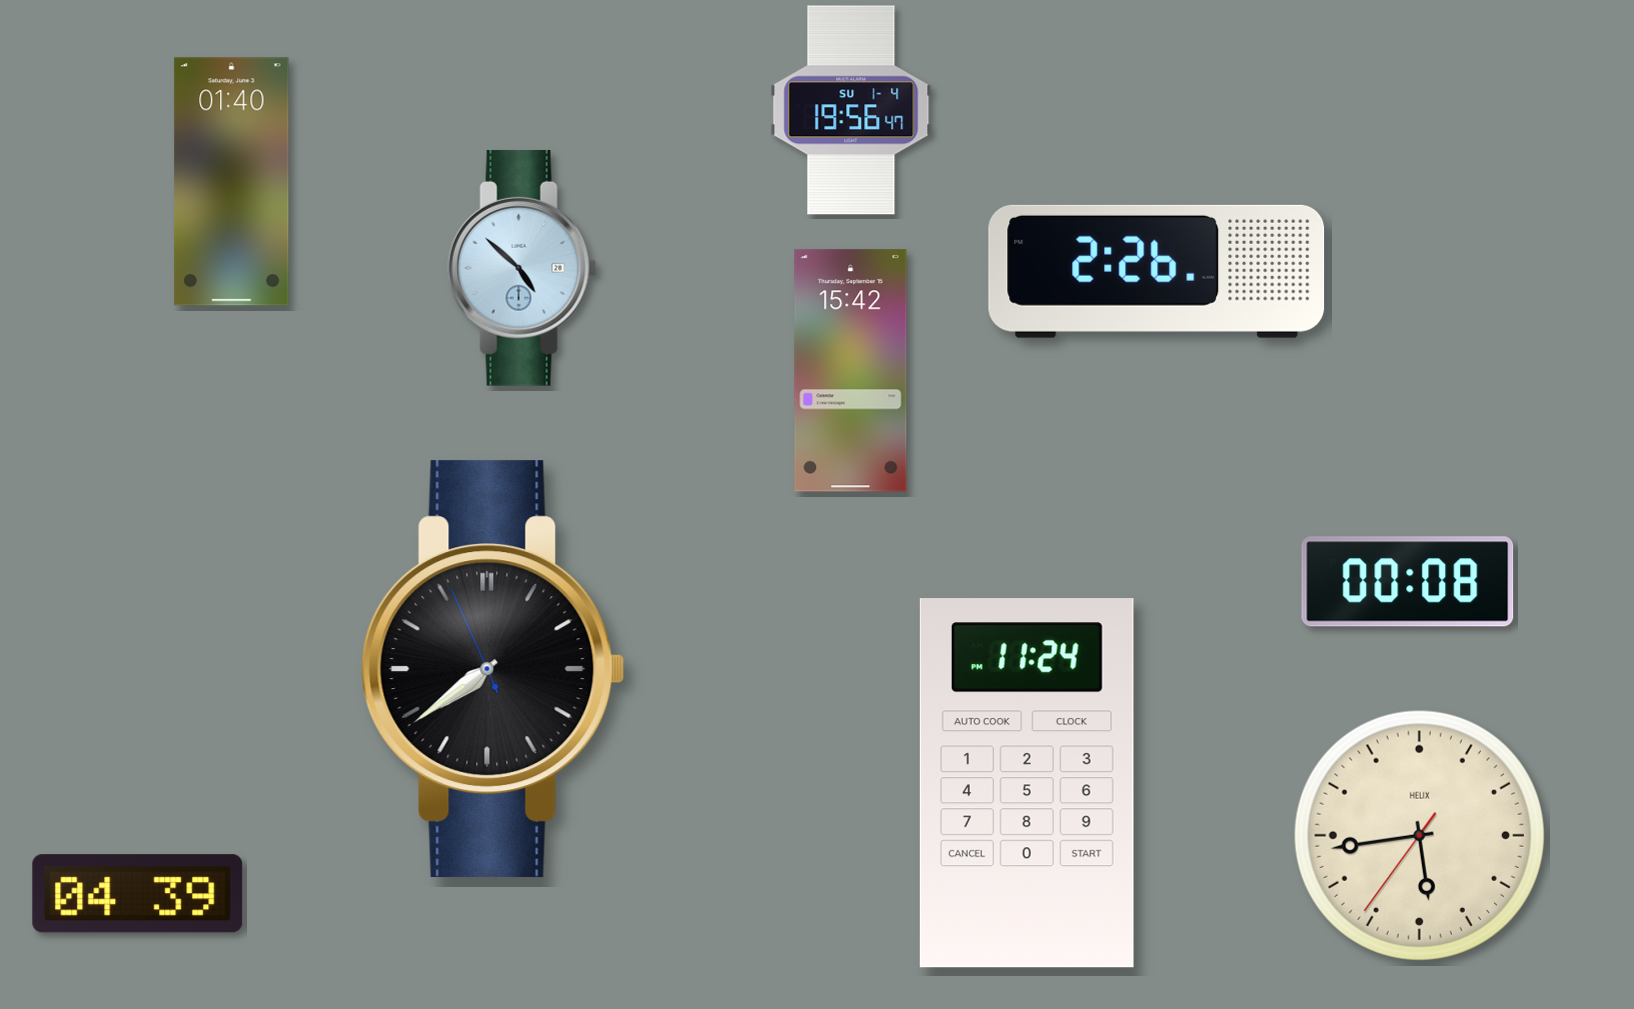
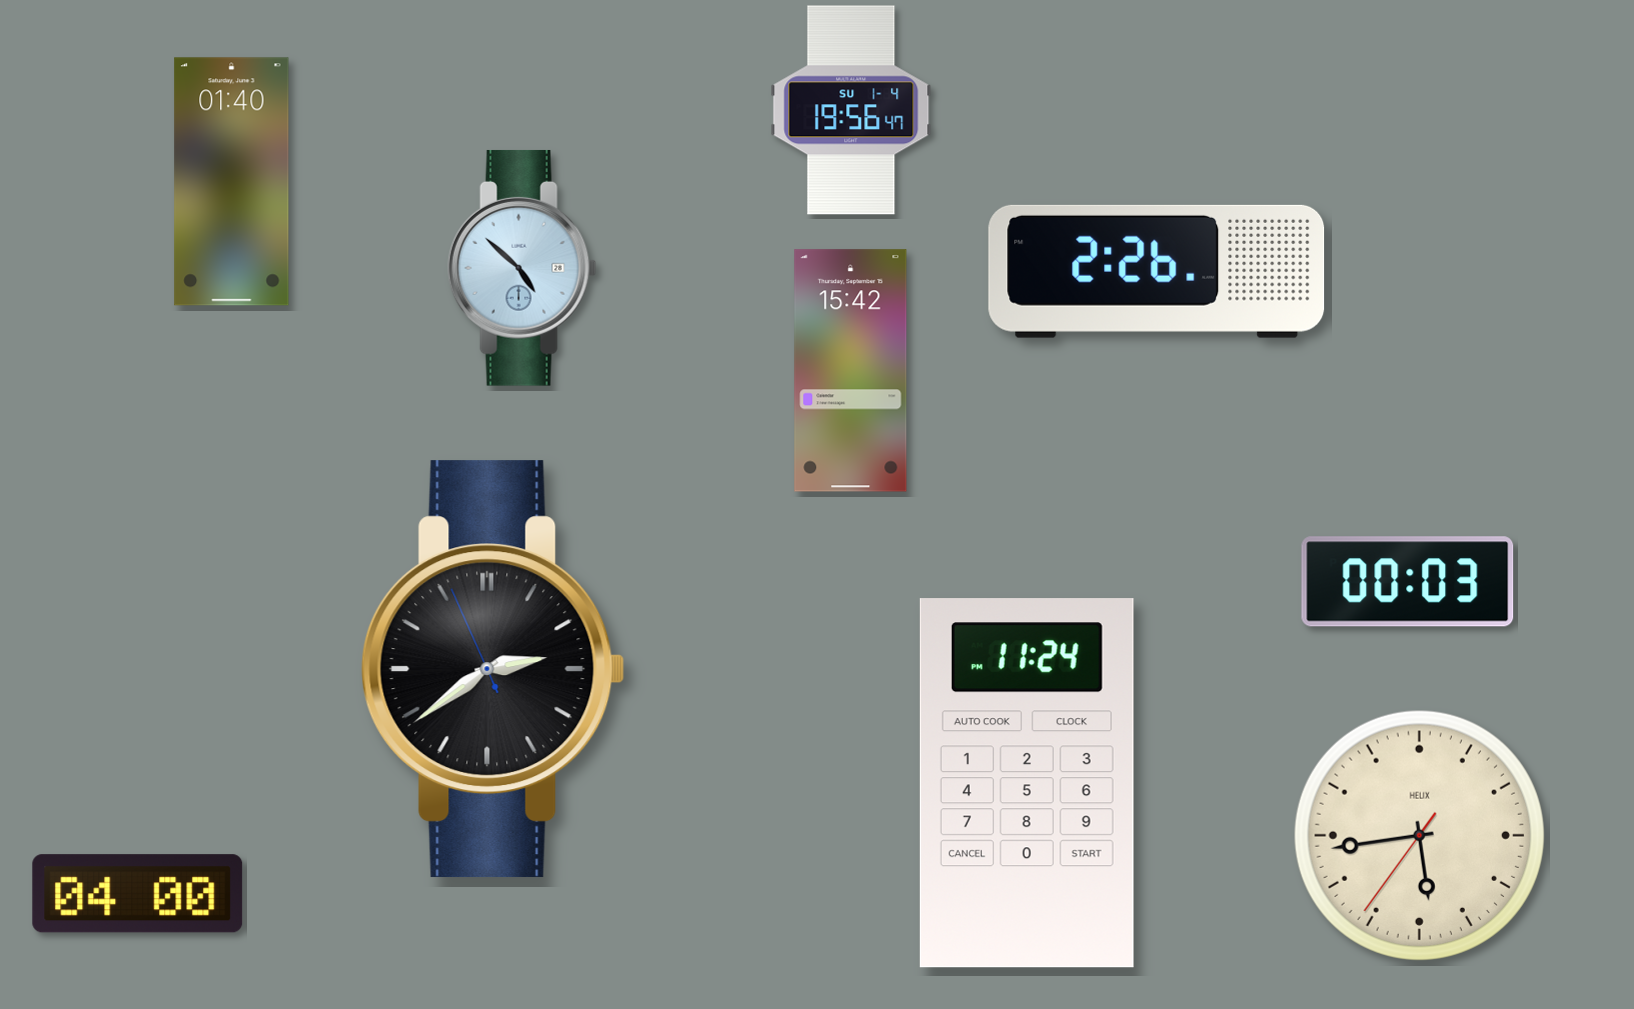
clock at (1408, 582): 00:08 -> 00:03
clock at (493, 669): 7:38 -> 2:38
clock at (138, 894): 04:39 -> 04:00
